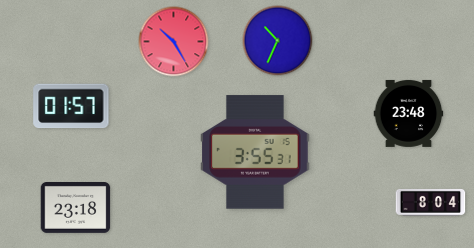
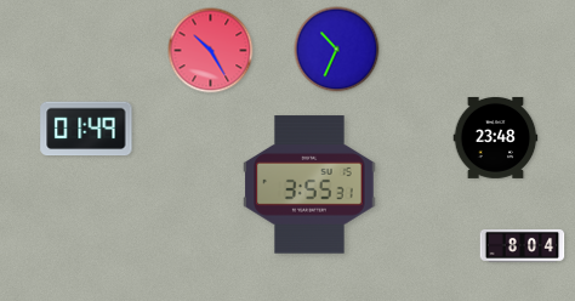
clock at (71, 106): 01:57 -> 01:49
clock at (76, 208): 23:18 -> none
